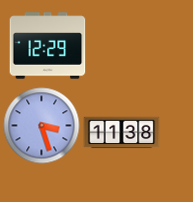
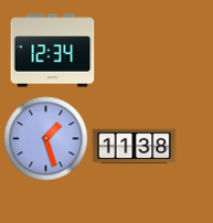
clock at (48, 46): 12:29 -> 12:34
clock at (42, 126): 3:27 -> 1:27
